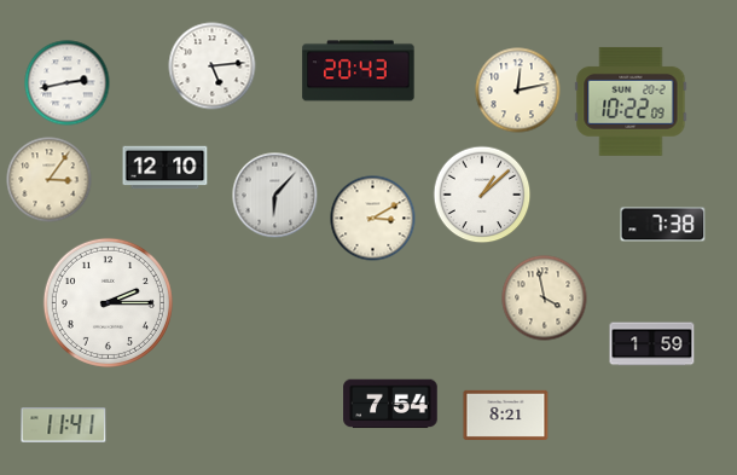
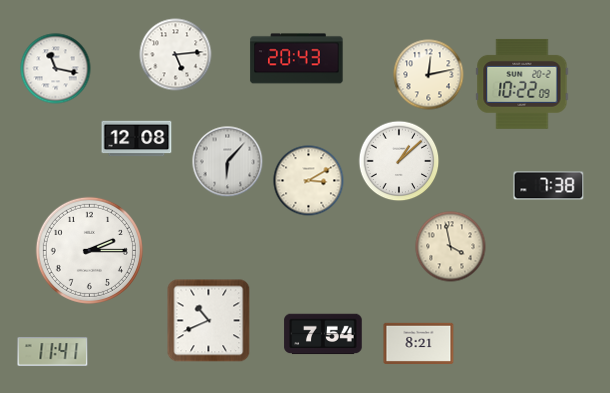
clock at (68, 83): 2:43 -> 11:17
clock at (166, 168): 12:10 -> 12:08
clock at (50, 180): 3:06 -> none
clock at (652, 344): 1:59 -> none
clock at (209, 321): none -> 10:41
